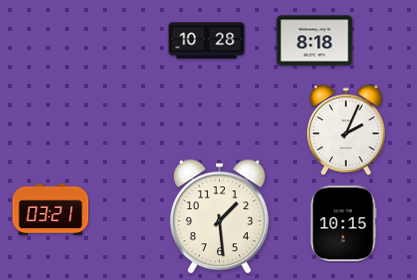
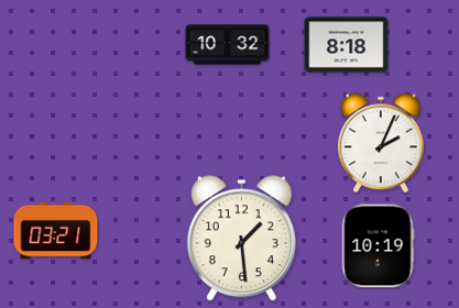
clock at (207, 41): 10:28 -> 10:32
clock at (343, 224): 10:15 -> 10:19
